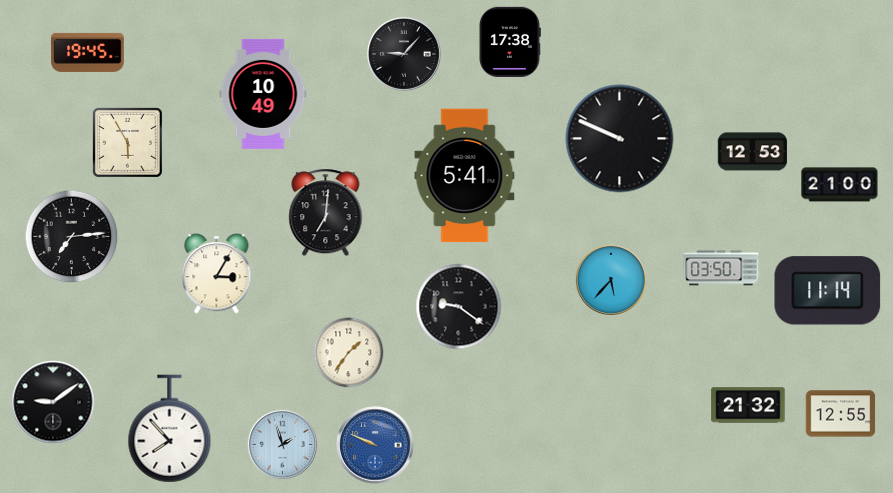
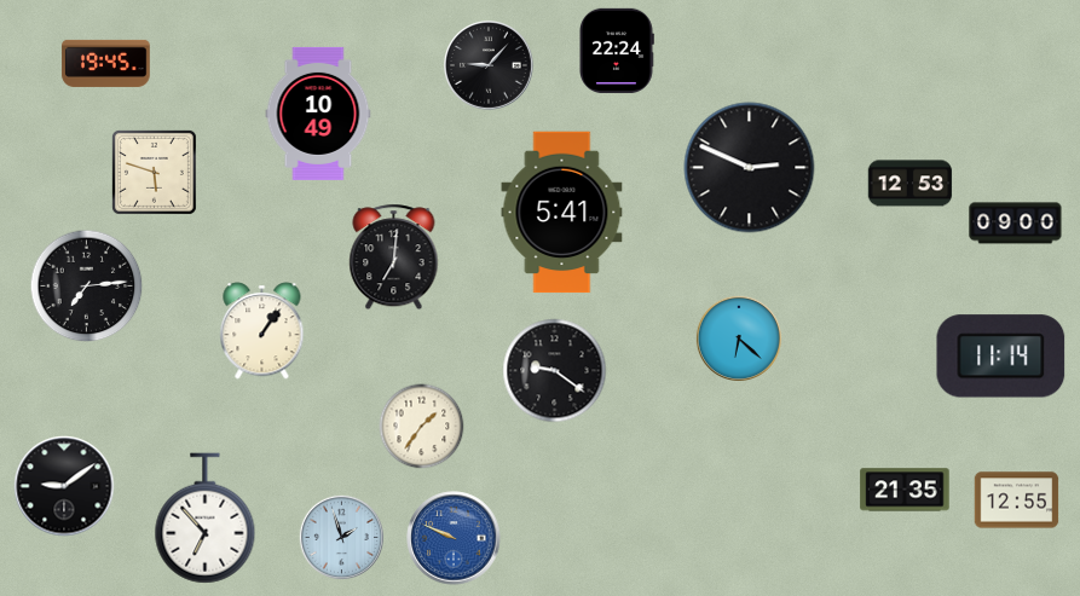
clock at (510, 42): 17:38 -> 22:24
clock at (620, 139): 9:49 -> 2:49
clock at (127, 142): 5:55 -> 5:48
clock at (840, 185): 21:00 -> 09:00
clock at (721, 268): 03:50 -> none
clock at (217, 274): 3:05 -> 1:06
clock at (611, 280): 5:37 -> 6:22
clock at (828, 291) position: (828, 291) -> (1001, 357)
clock at (748, 405): 21:32 -> 21:35
clock at (170, 429): 7:53 -> 6:53
